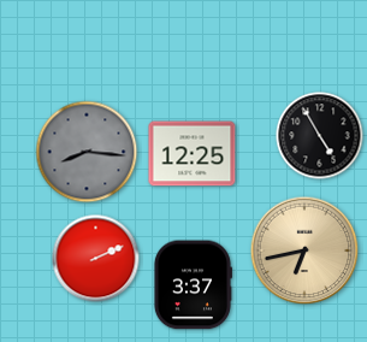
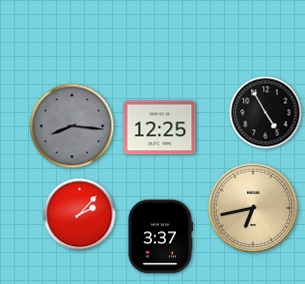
clock at (96, 259): 2:11 -> 2:07
